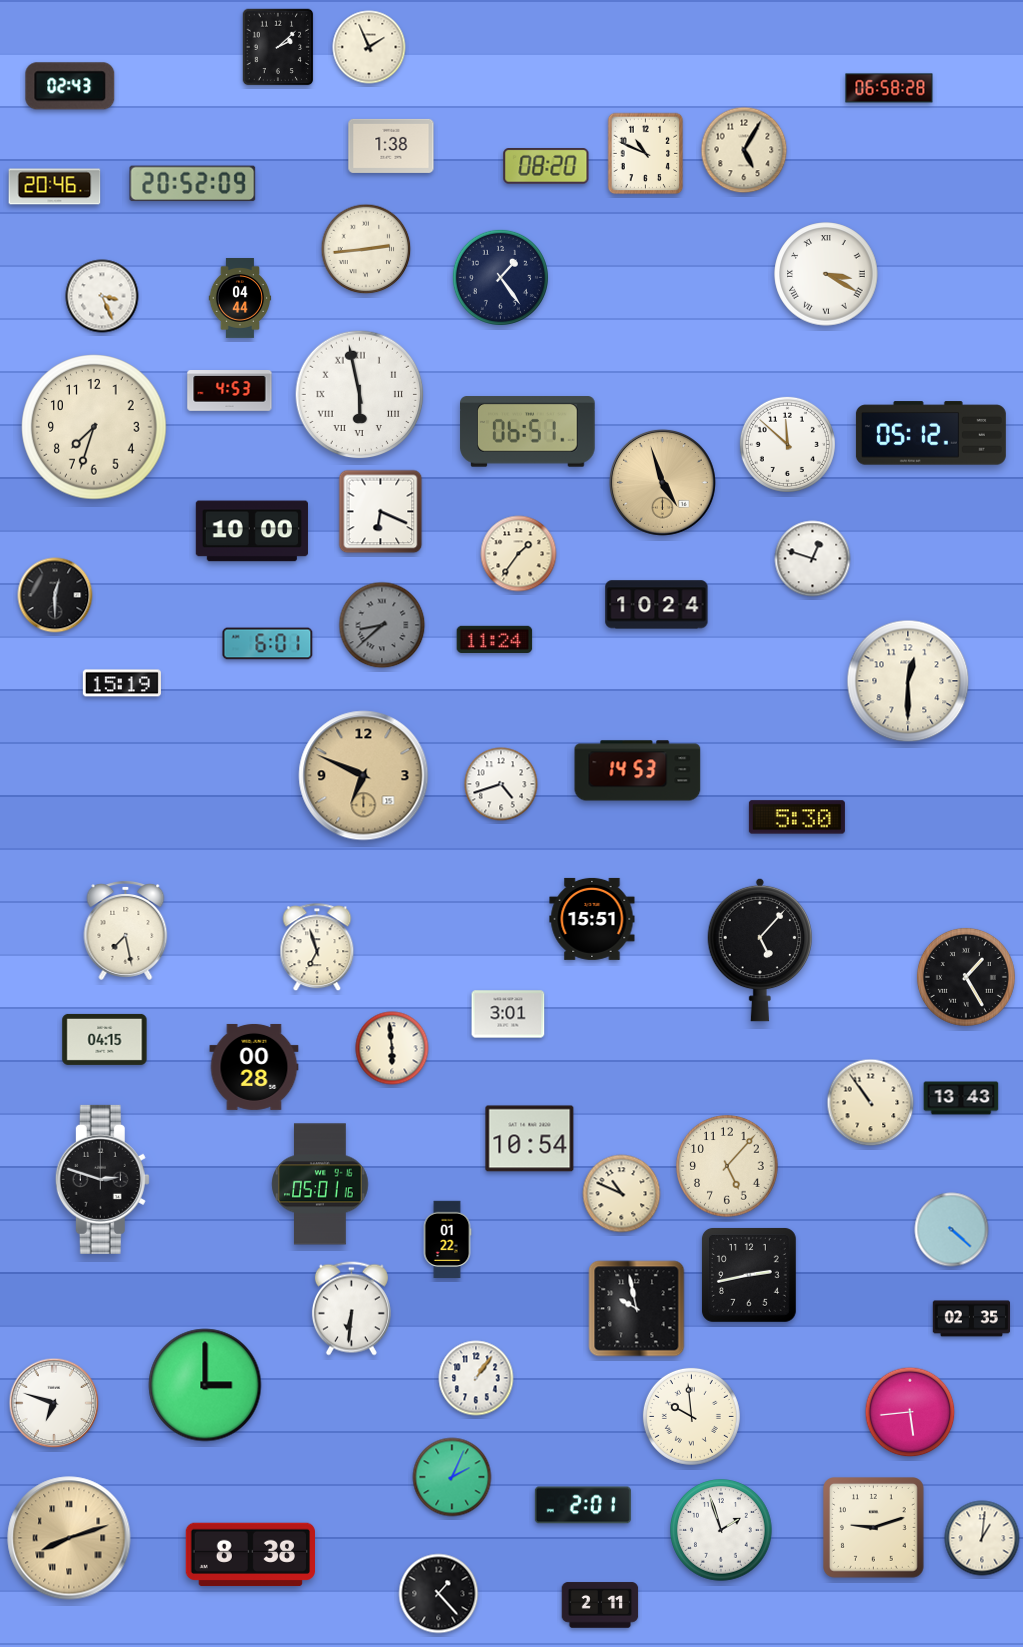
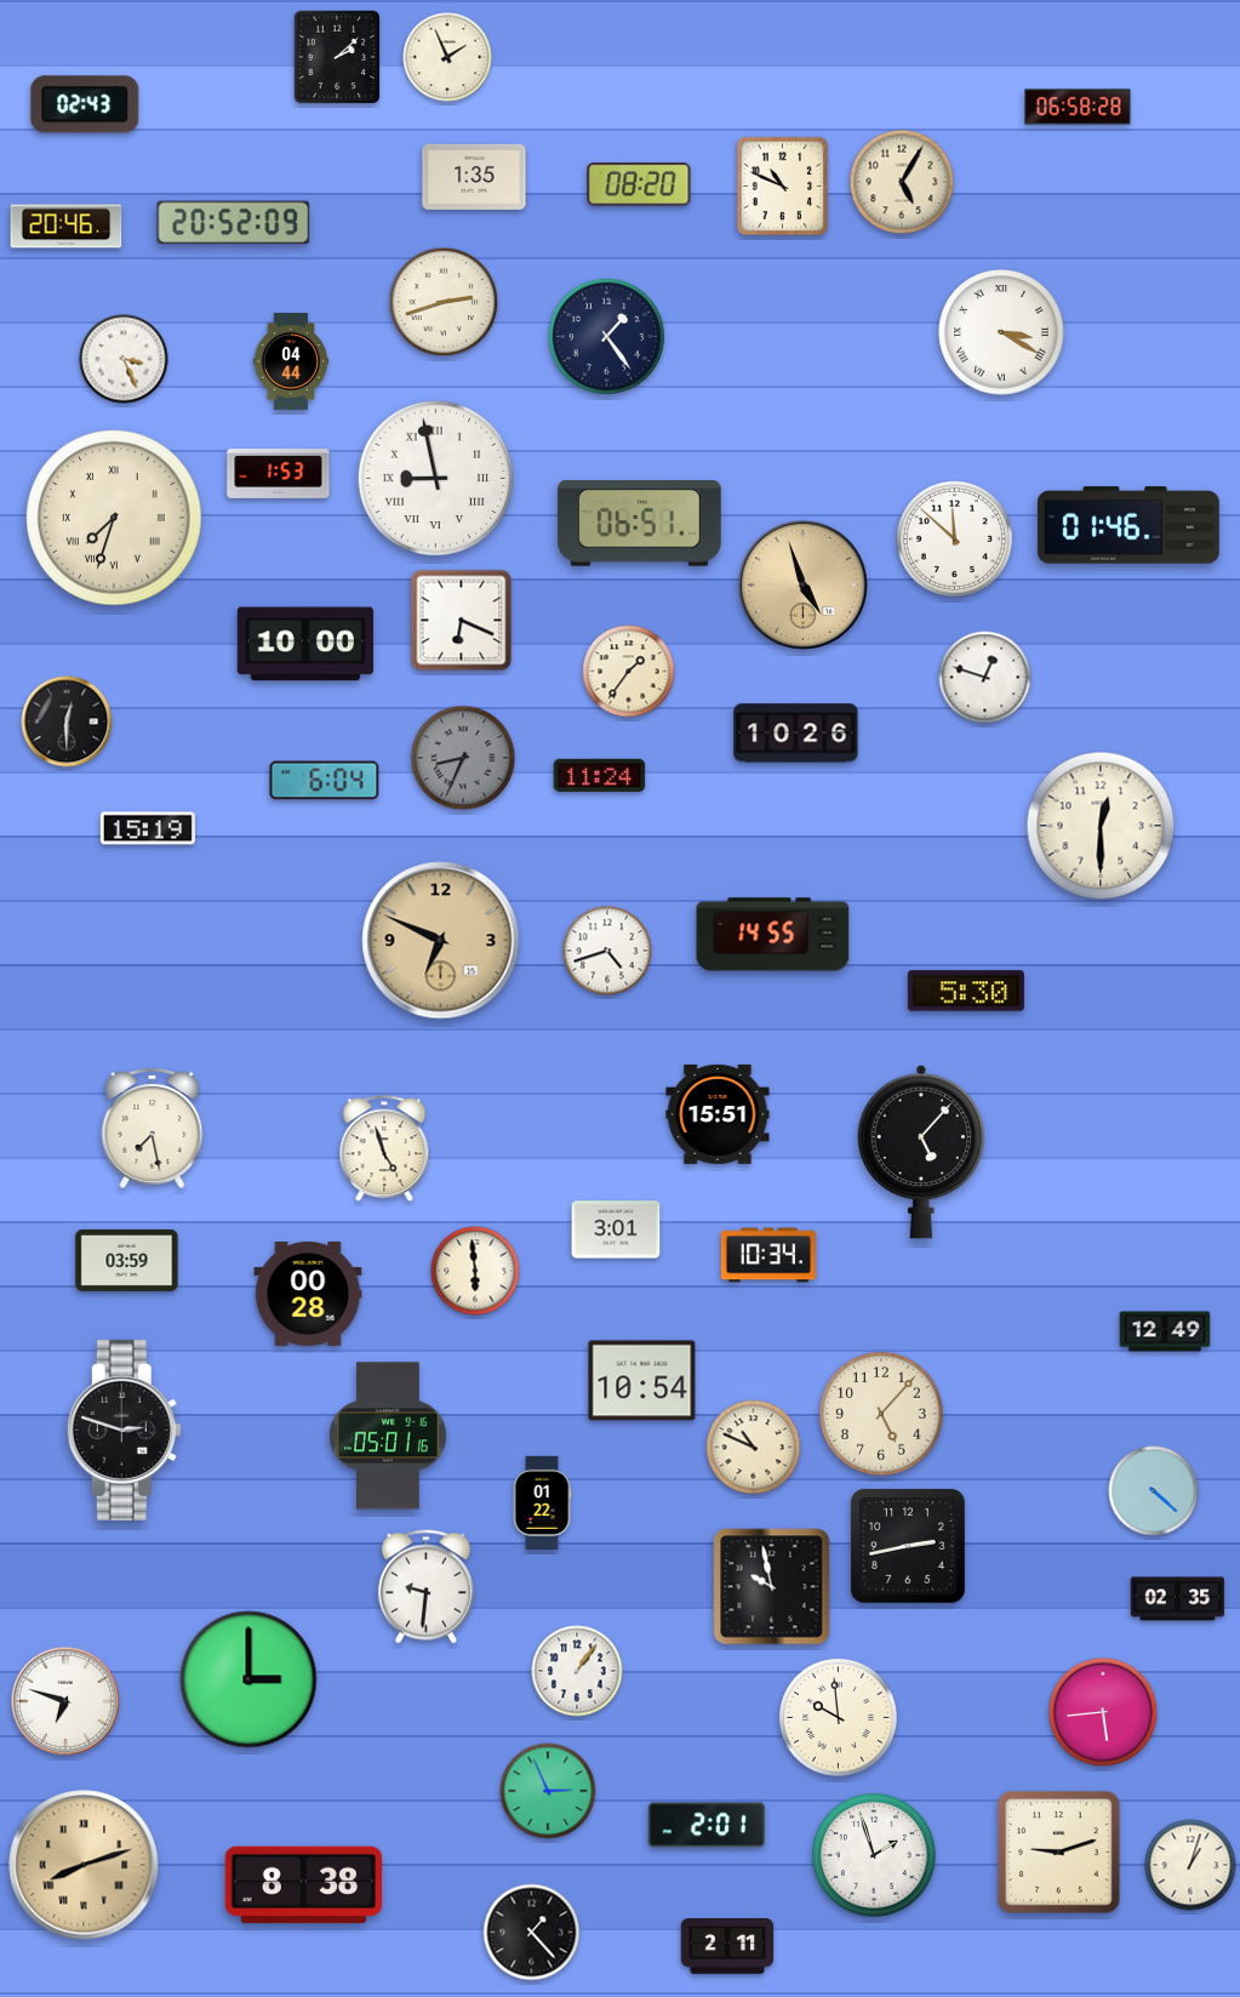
clock at (391, 146): 1:38 -> 1:35
clock at (546, 167) position: (546, 167) -> (639, 186)
clock at (366, 249): 2:44 -> 2:42
clock at (230, 391): 4:53 -> 1:53
clock at (360, 395): 5:58 -> 8:58
clock at (94, 427) numerals: Arabic -> Roman
clock at (931, 433): 05:12 -> 01:46
clock at (657, 605): 10:24 -> 10:26
clock at (382, 625): 8:38 -> 8:34
clock at (268, 644): 6:01 -> 6:04
clock at (638, 771): 14:53 -> 14:55
clock at (317, 948): 6:57 -> 4:57
clock at (966, 977): 1:25 -> none
clock at (768, 1255): none -> 10:34
clock at (105, 1039): 04:15 -> 03:59
clock at (961, 1098): 13:43 -> 12:49
clock at (871, 1103): 10:54 -> none
clock at (351, 1309): 6:31 -> 9:31
clock at (452, 1477): 2:04 -> 2:56
clock at (982, 1538): 1:01 -> 1:03
